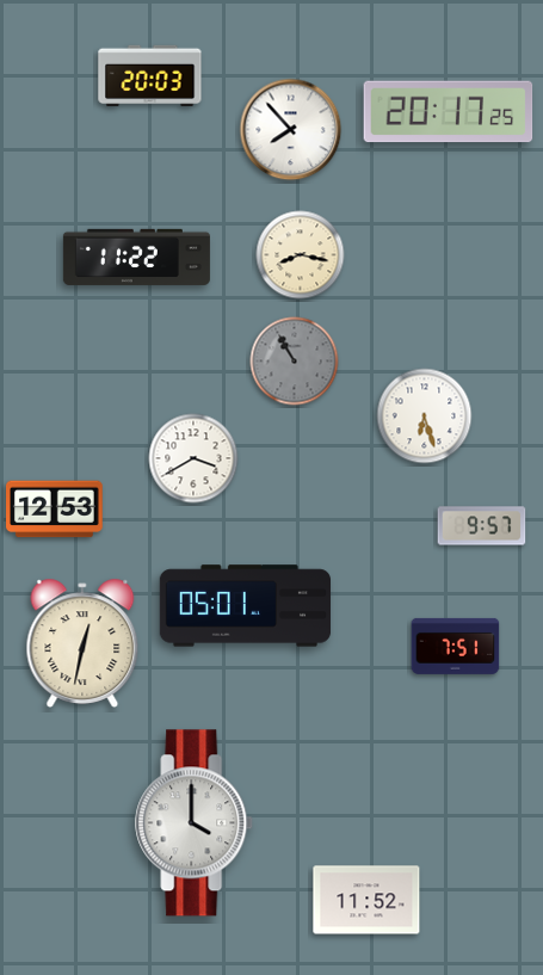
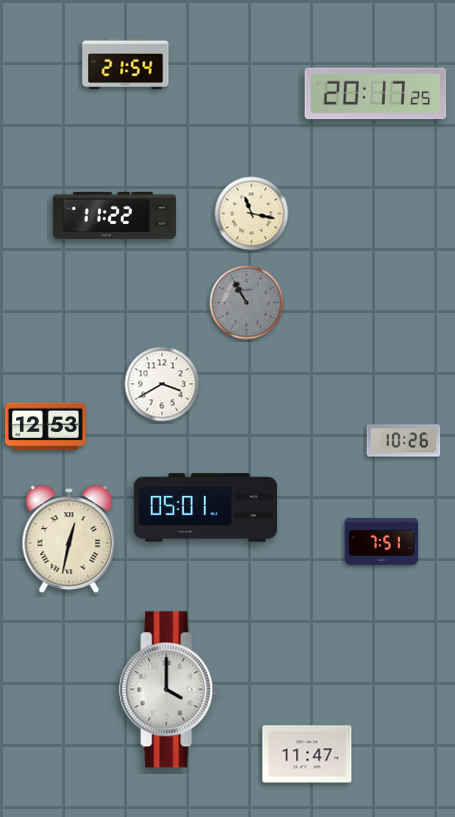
clock at (150, 76): 20:03 -> 21:54
clock at (291, 130): 7:53 -> none
clock at (301, 255): 8:17 -> 11:17
clock at (425, 416): 6:27 -> none
clock at (482, 526): 9:57 -> 10:26
clock at (195, 823) position: (195, 823) -> (169, 690)
clock at (366, 900): 11:52 -> 11:47
